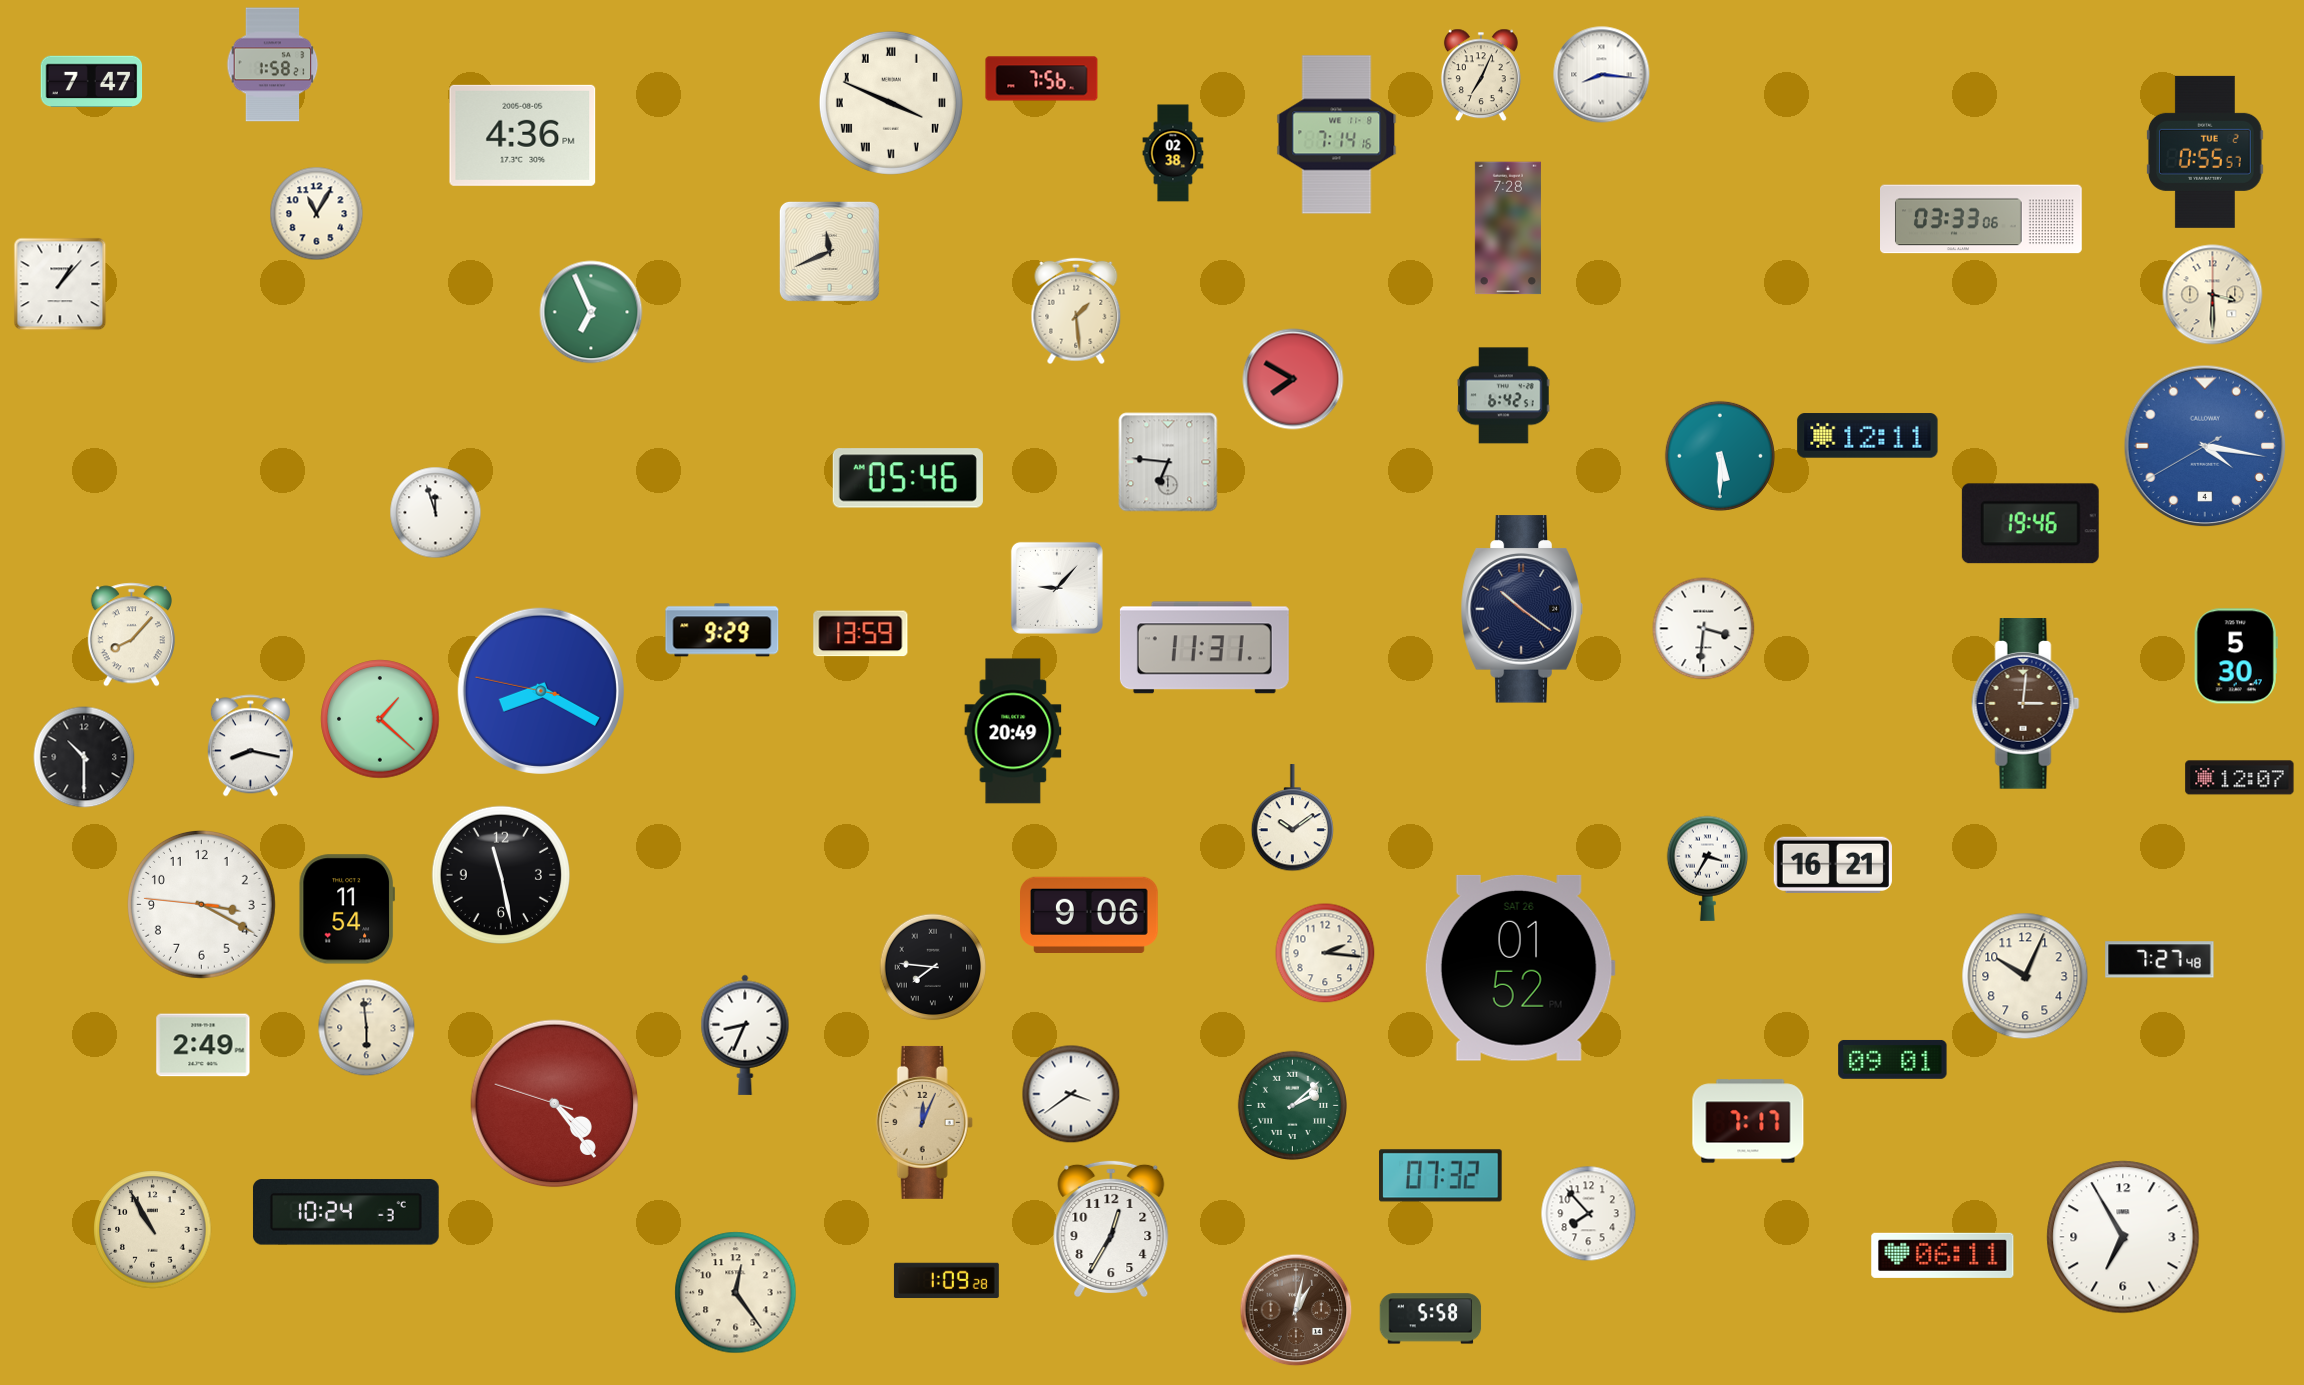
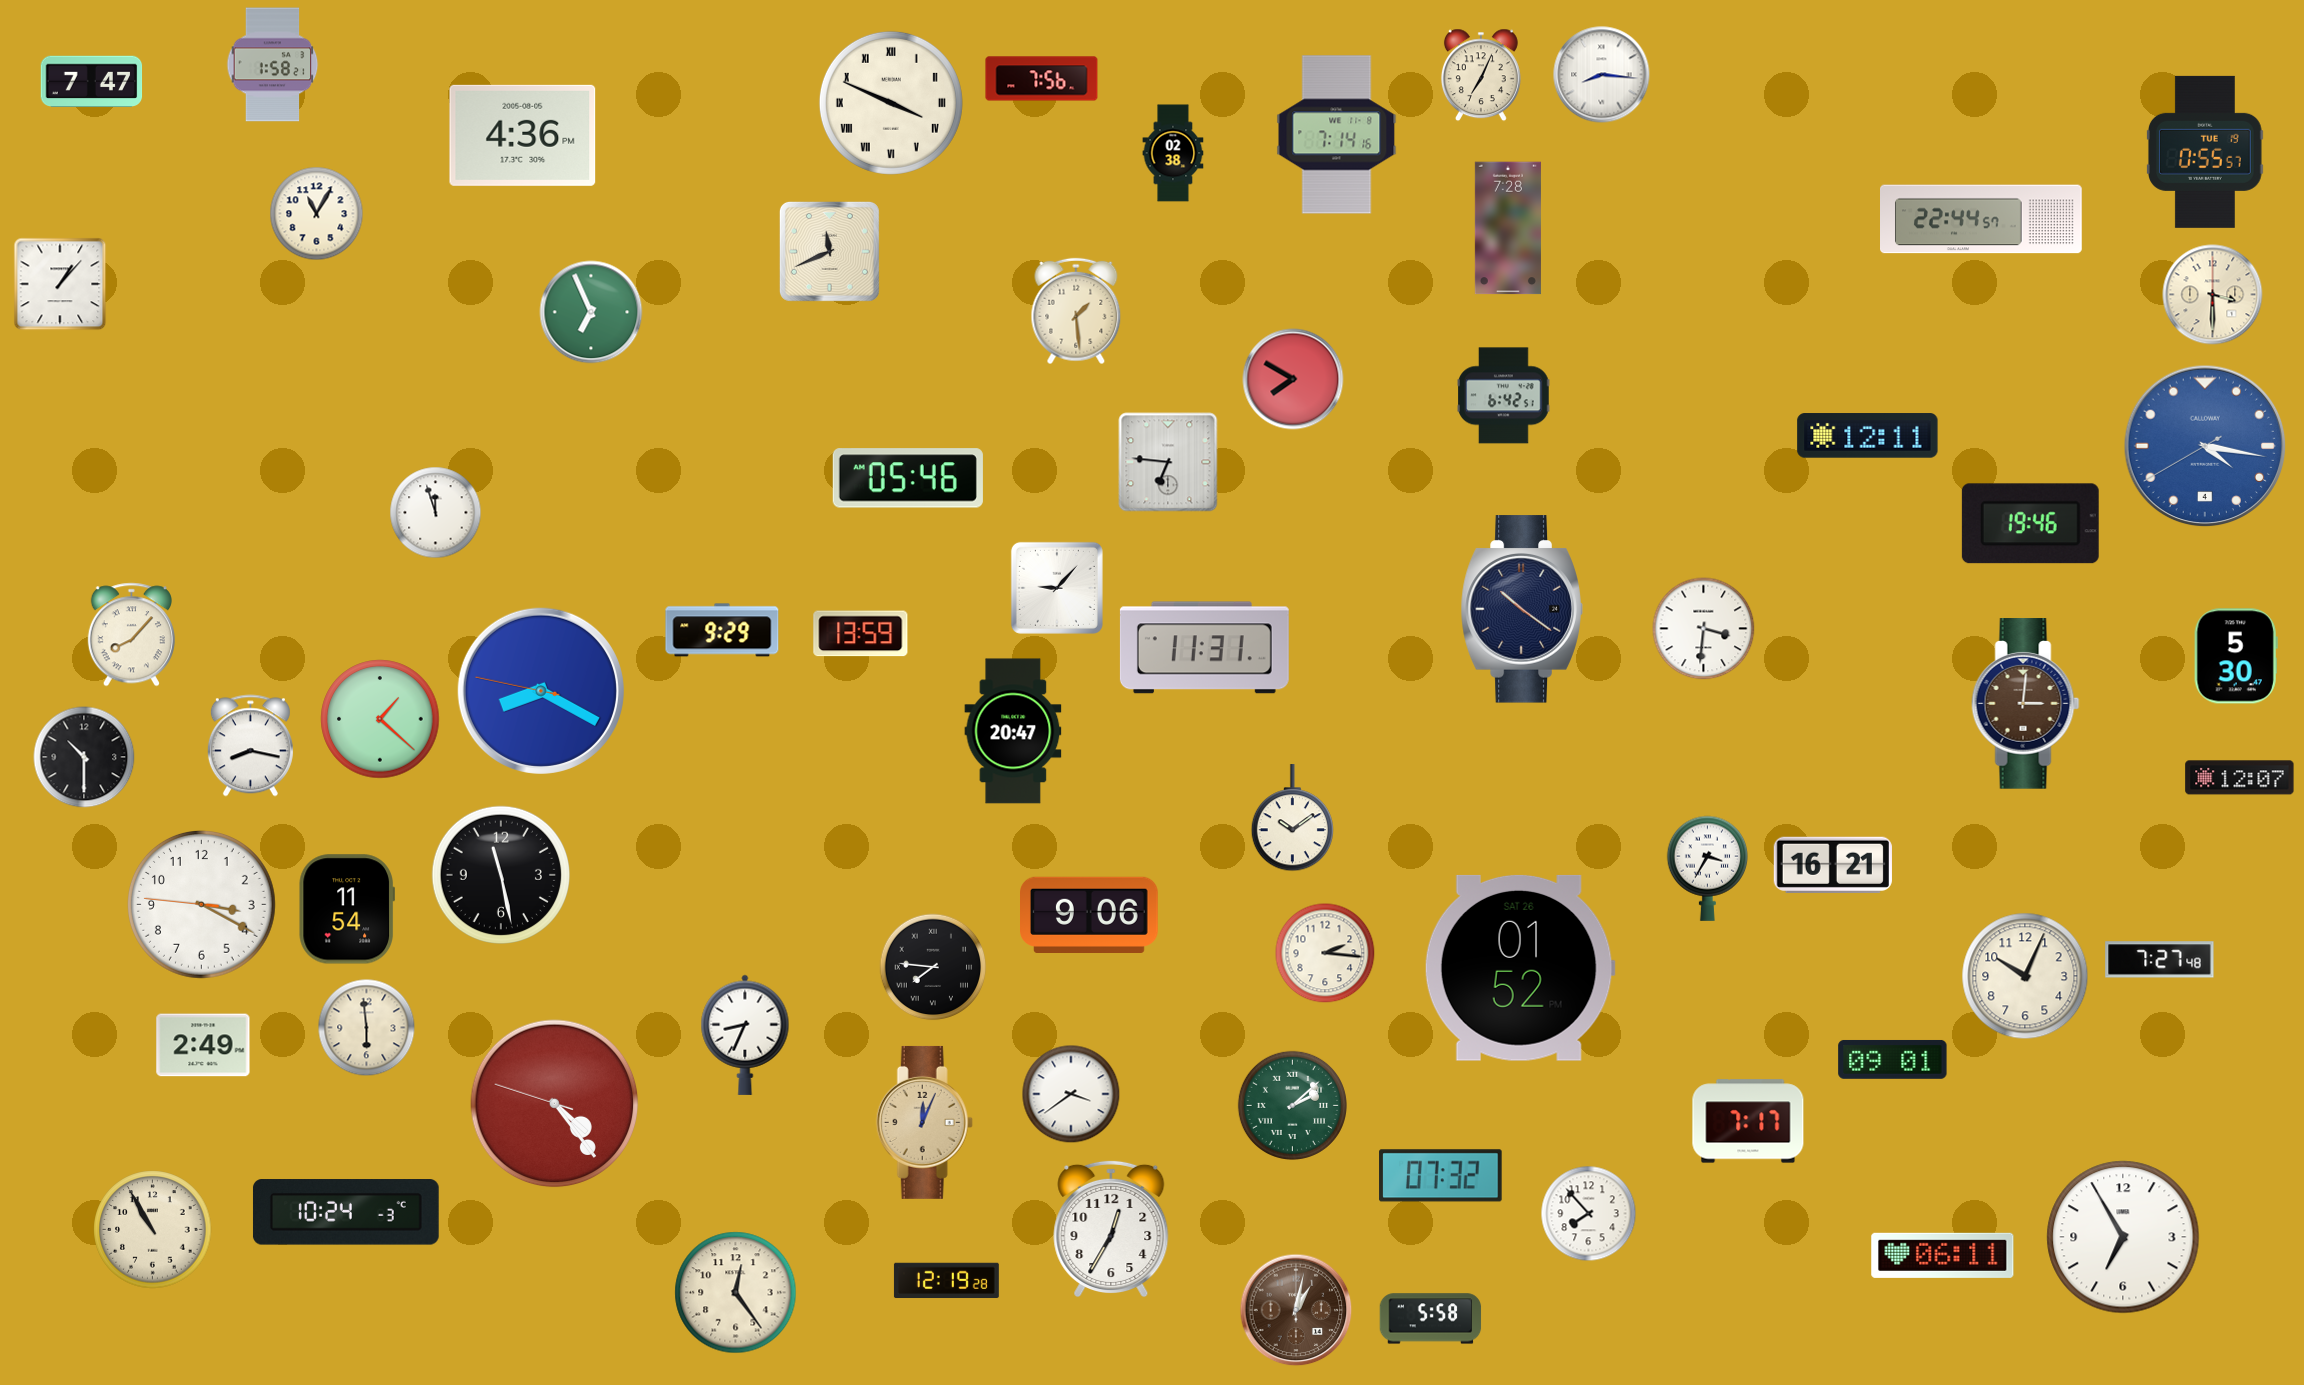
clock at (2205, 152) date: TUE 2 -> TUE 19
clock at (1982, 219): 03:33 -> 22:44
clock at (1720, 456): 5:30 -> none
clock at (1013, 731): 20:49 -> 20:47
clock at (946, 1281): 1:09 -> 12:19
